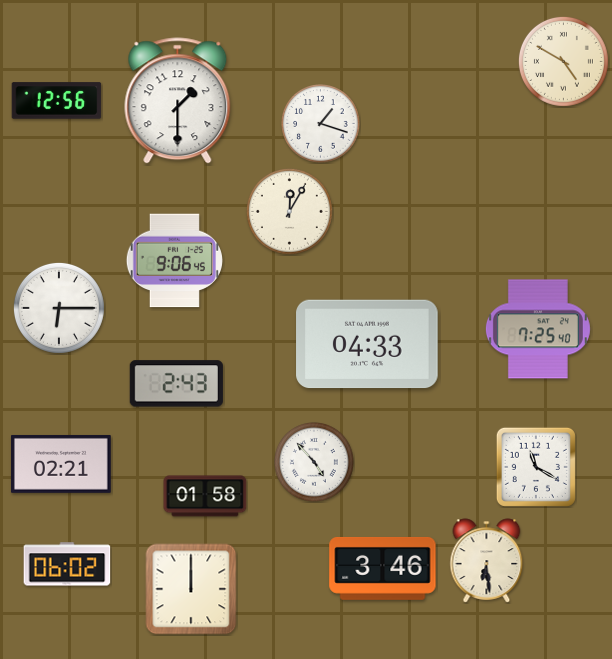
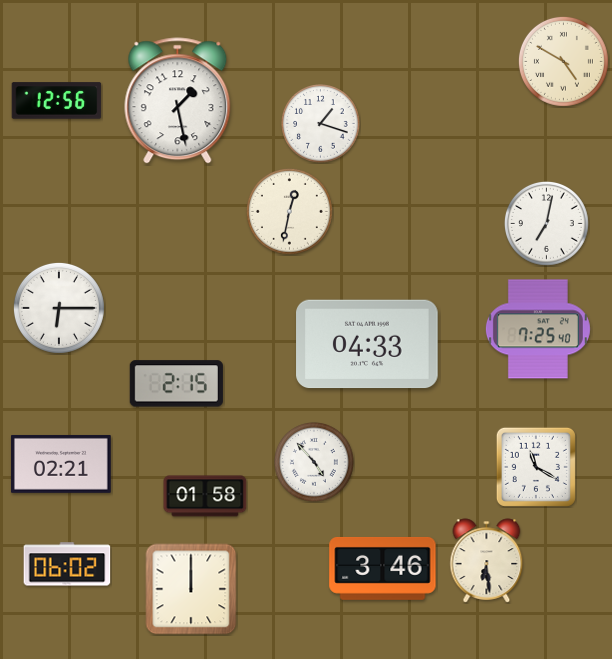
clock at (178, 101): 1:30 -> 1:28
clock at (289, 211): 12:05 -> 12:32
clock at (546, 223): none -> 7:02
clock at (174, 261): 9:06 -> none
clock at (176, 384): 2:43 -> 2:15
